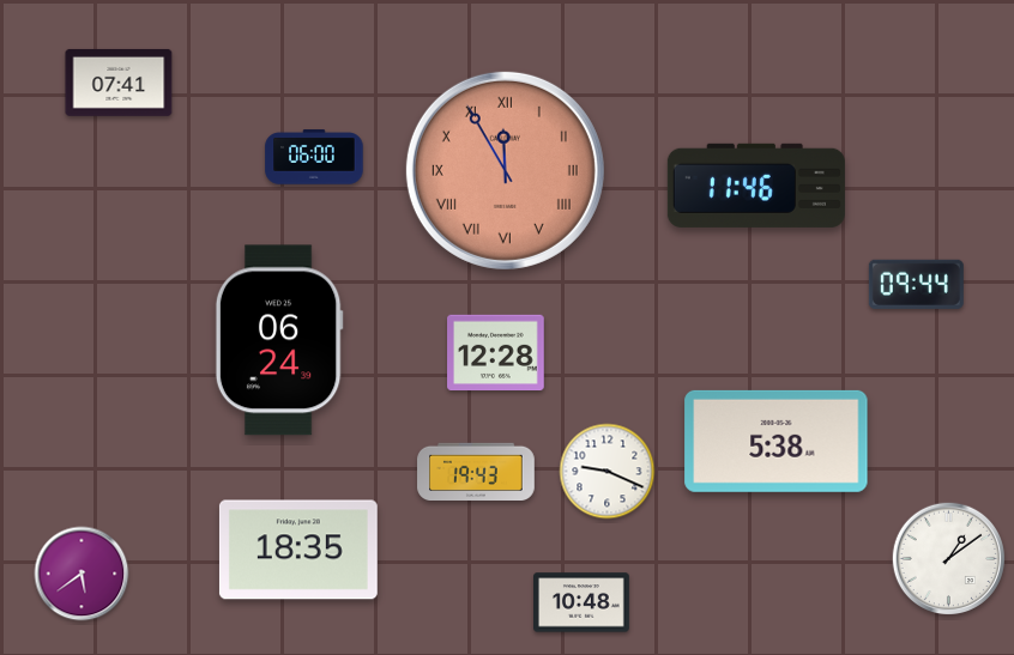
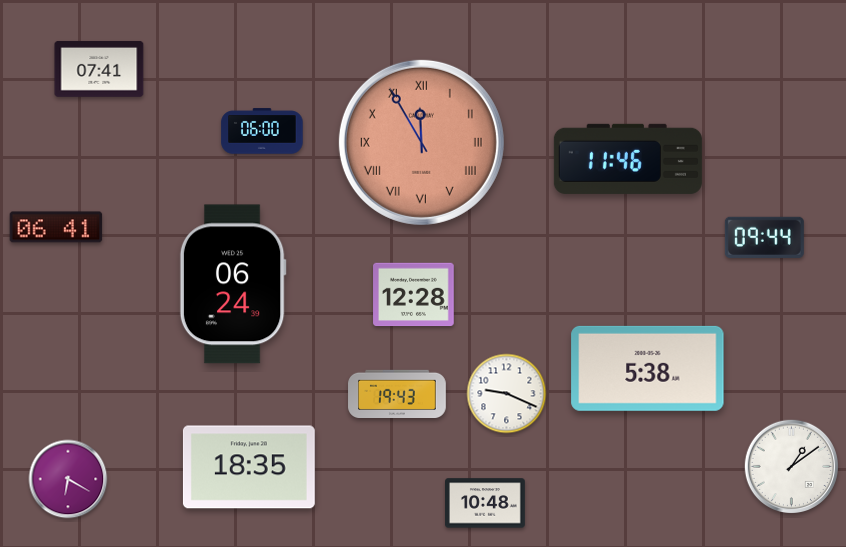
clock at (756, 186) position: (756, 186) -> (628, 159)
clock at (56, 227): none -> 06:41
clock at (298, 550) position: (298, 550) -> (249, 467)
clock at (82, 574): 5:39 -> 6:20
